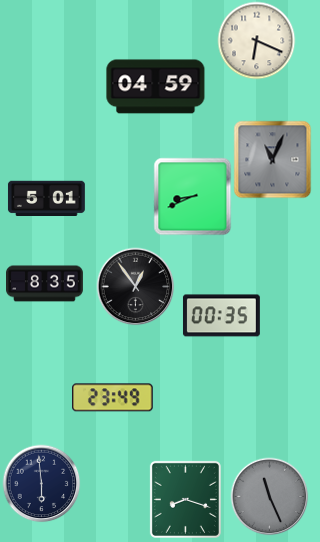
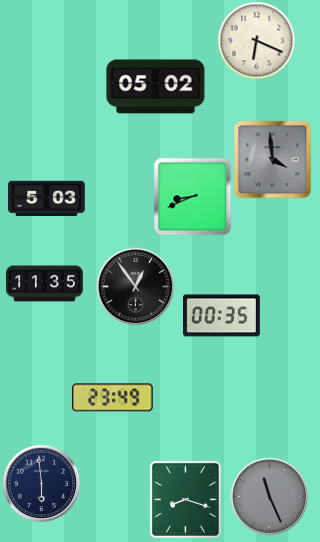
clock at (156, 87): 04:59 -> 05:02
clock at (272, 159): 11:04 -> 3:59
clock at (46, 199): 5:01 -> 5:03
clock at (45, 284): 8:35 -> 11:35
